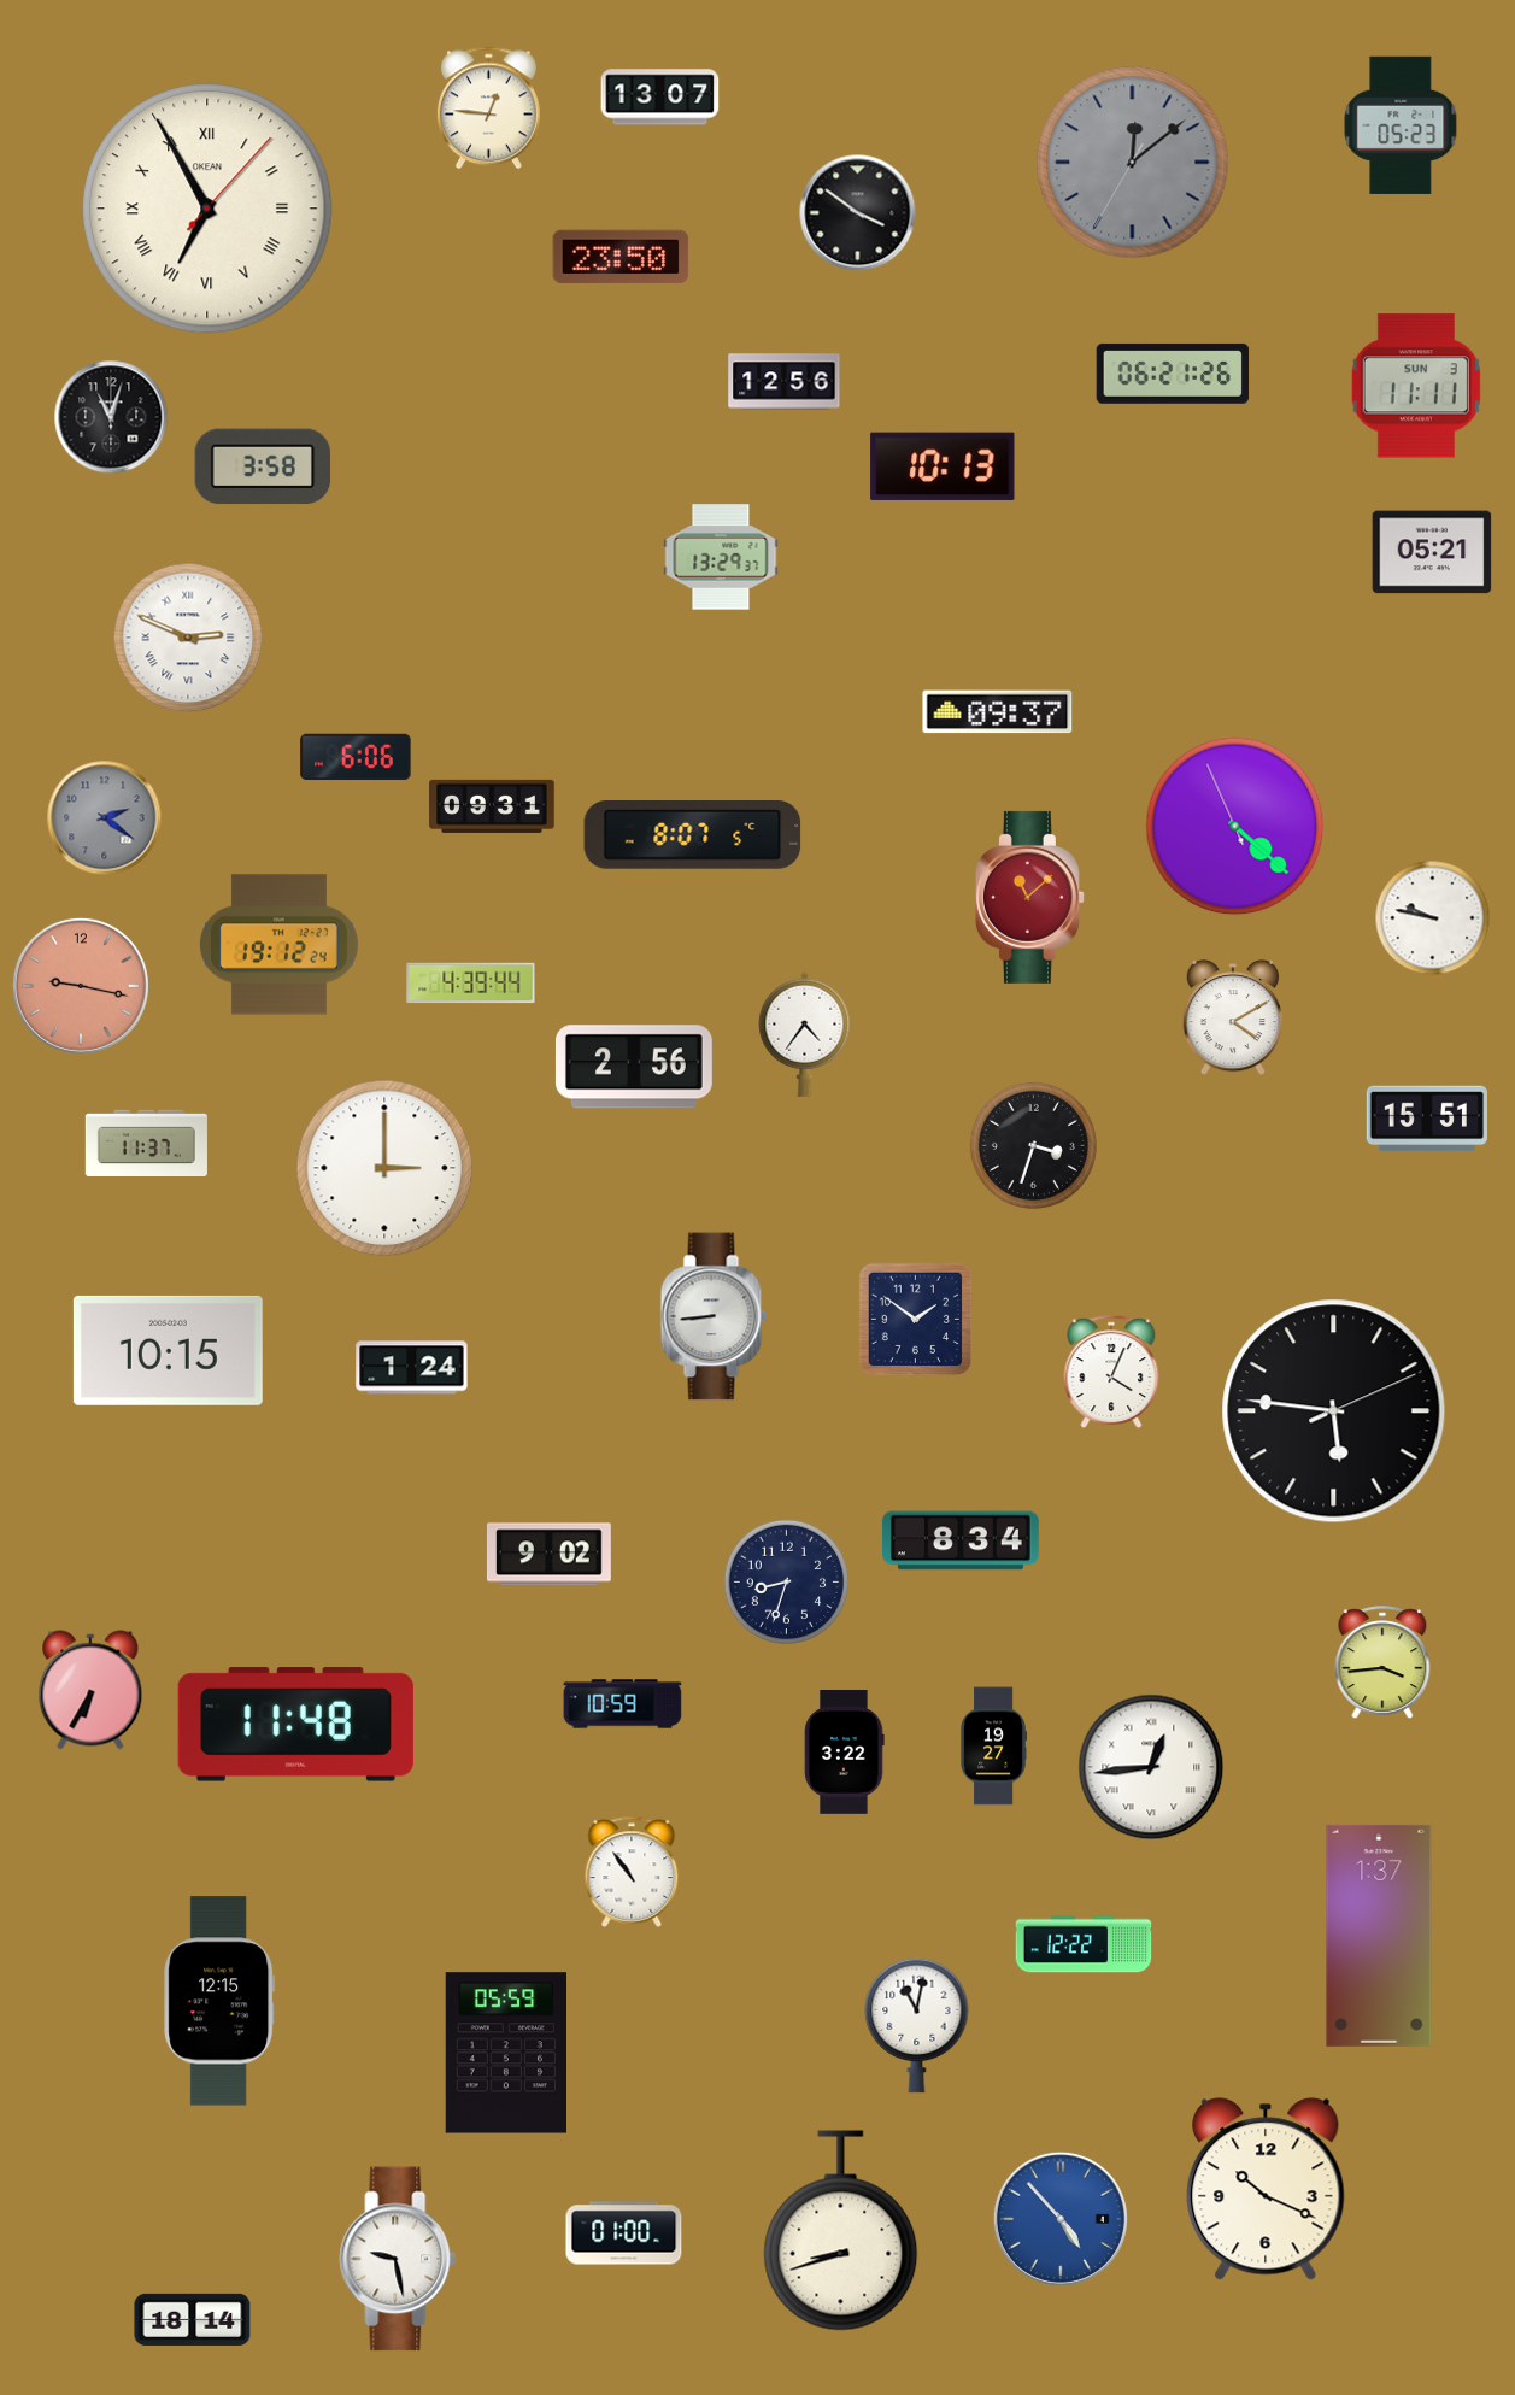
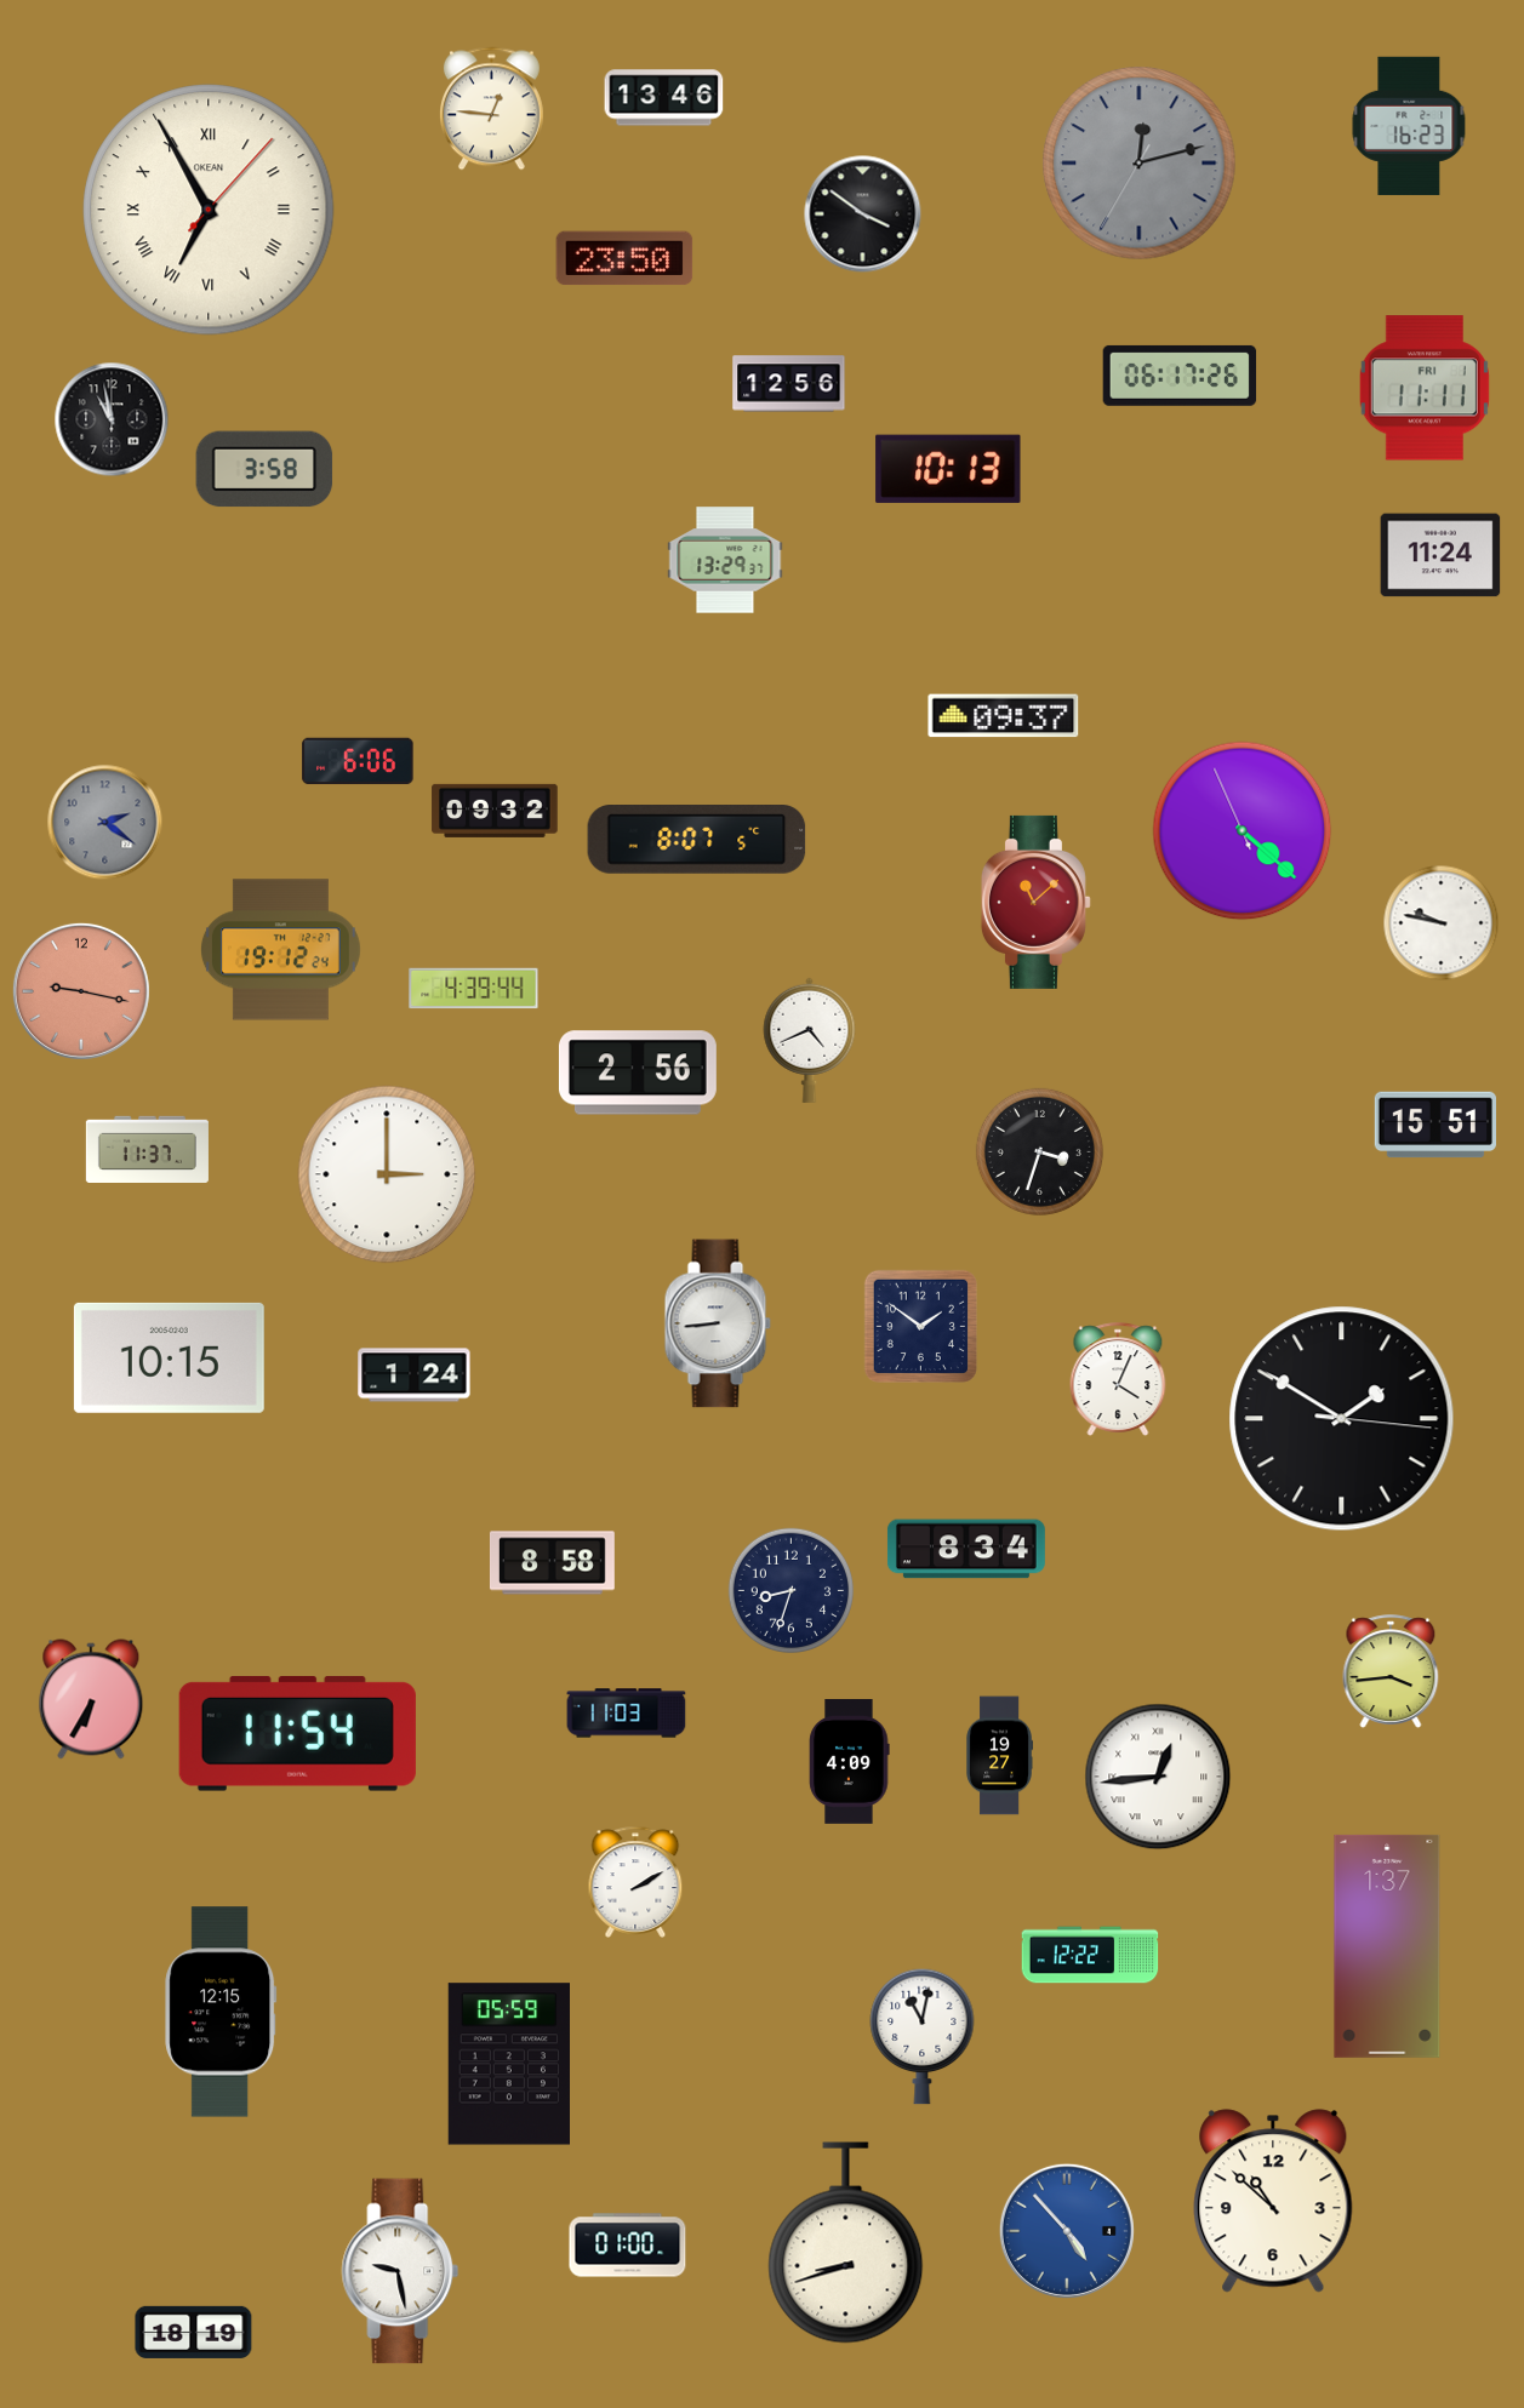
clock at (660, 98): 13:07 -> 13:46
clock at (1401, 125): 05:23 -> 16:23
clock at (1133, 163): 12:08 -> 12:12
clock at (1173, 374): 06:21 -> 06:17
clock at (1416, 386) date: SUN 3 -> FRI 1
clock at (111, 417): 11:03 -> 10:58
clock at (1432, 552): 05:21 -> 11:24
clock at (188, 638): 2:49 -> none
clock at (492, 806): 09:31 -> 09:32
clock at (1232, 1017): 4:10 -> none
clock at (805, 1034): 4:36 -> 4:41
clock at (1334, 1411): 5:46 -> 1:50
clock at (548, 1555): 9:02 -> 8:58
clock at (623, 1704): 10:59 -> 11:03
clock at (295, 1725): 11:48 -> 11:54
clock at (845, 1753): 3:22 -> 4:09
clock at (632, 1872): 10:54 -> 2:10
clock at (1266, 2189): 10:19 -> 10:52
clock at (193, 2319): 18:14 -> 18:19
